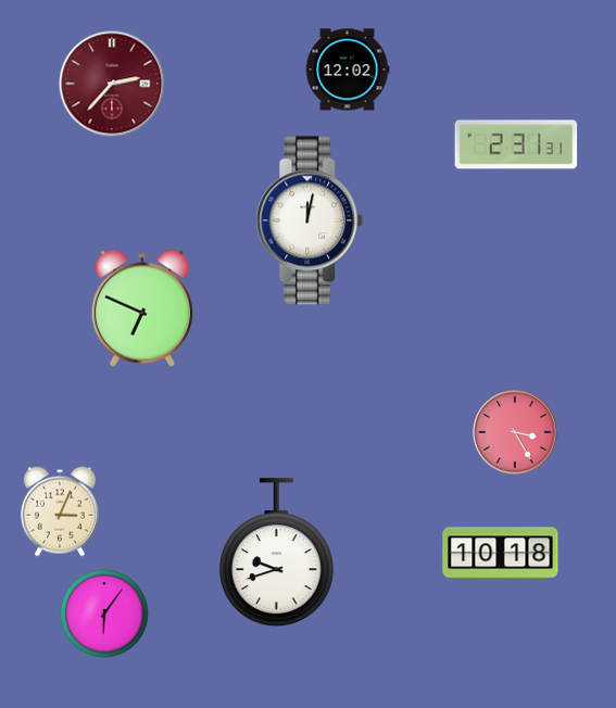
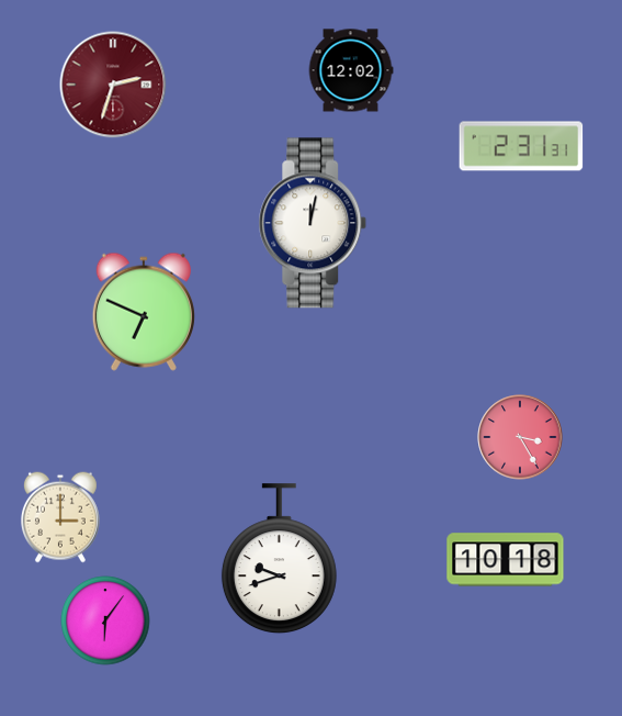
clock at (112, 84): 2:37 -> 2:33
clock at (60, 511): 3:04 -> 3:00
